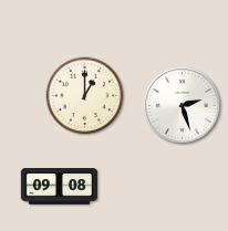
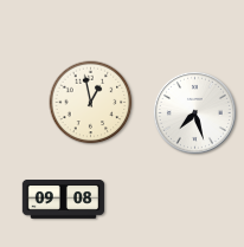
clock at (85, 96): 1:00 -> 12:58
clock at (182, 105): 2:27 -> 7:27
